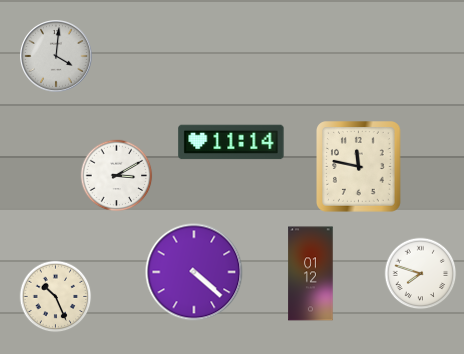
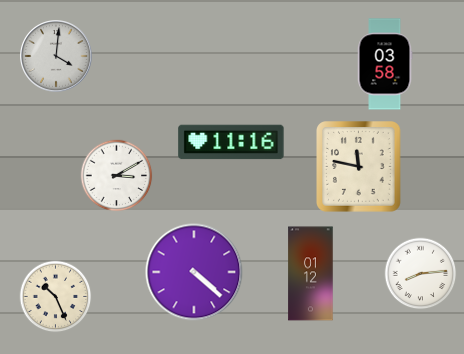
clock at (385, 64): none -> 03:58
clock at (231, 142): 11:14 -> 11:16
clock at (421, 274): 7:48 -> 8:14
